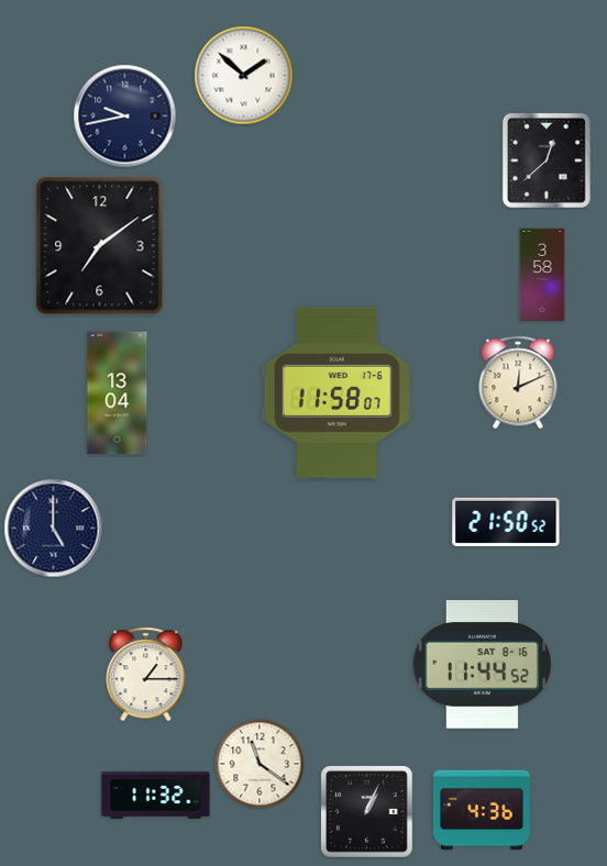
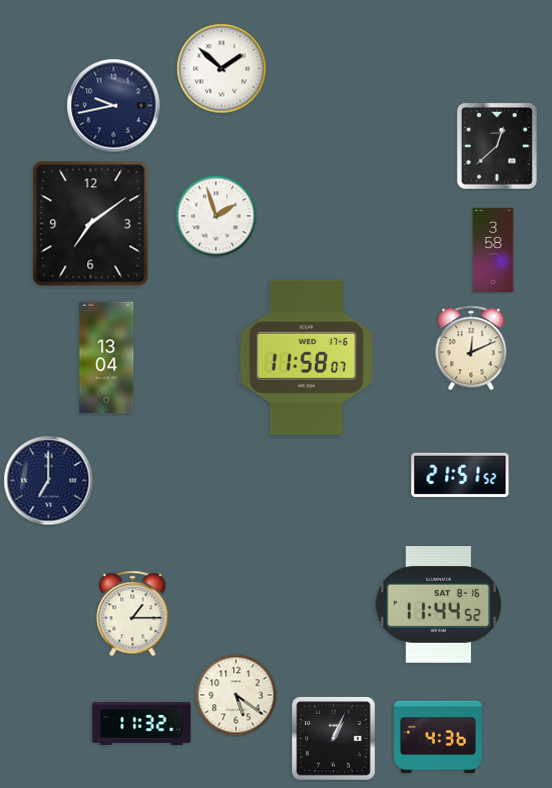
clock at (216, 216): none -> 1:57
clock at (506, 522): 21:50 -> 21:51
clock at (54, 529): 5:00 -> 7:00
clock at (260, 764): 11:21 -> 5:21
